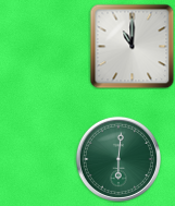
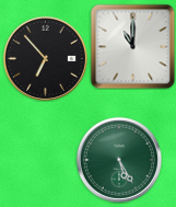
clock at (45, 58): none -> 6:53
clock at (117, 158): 6:01 -> 5:25
